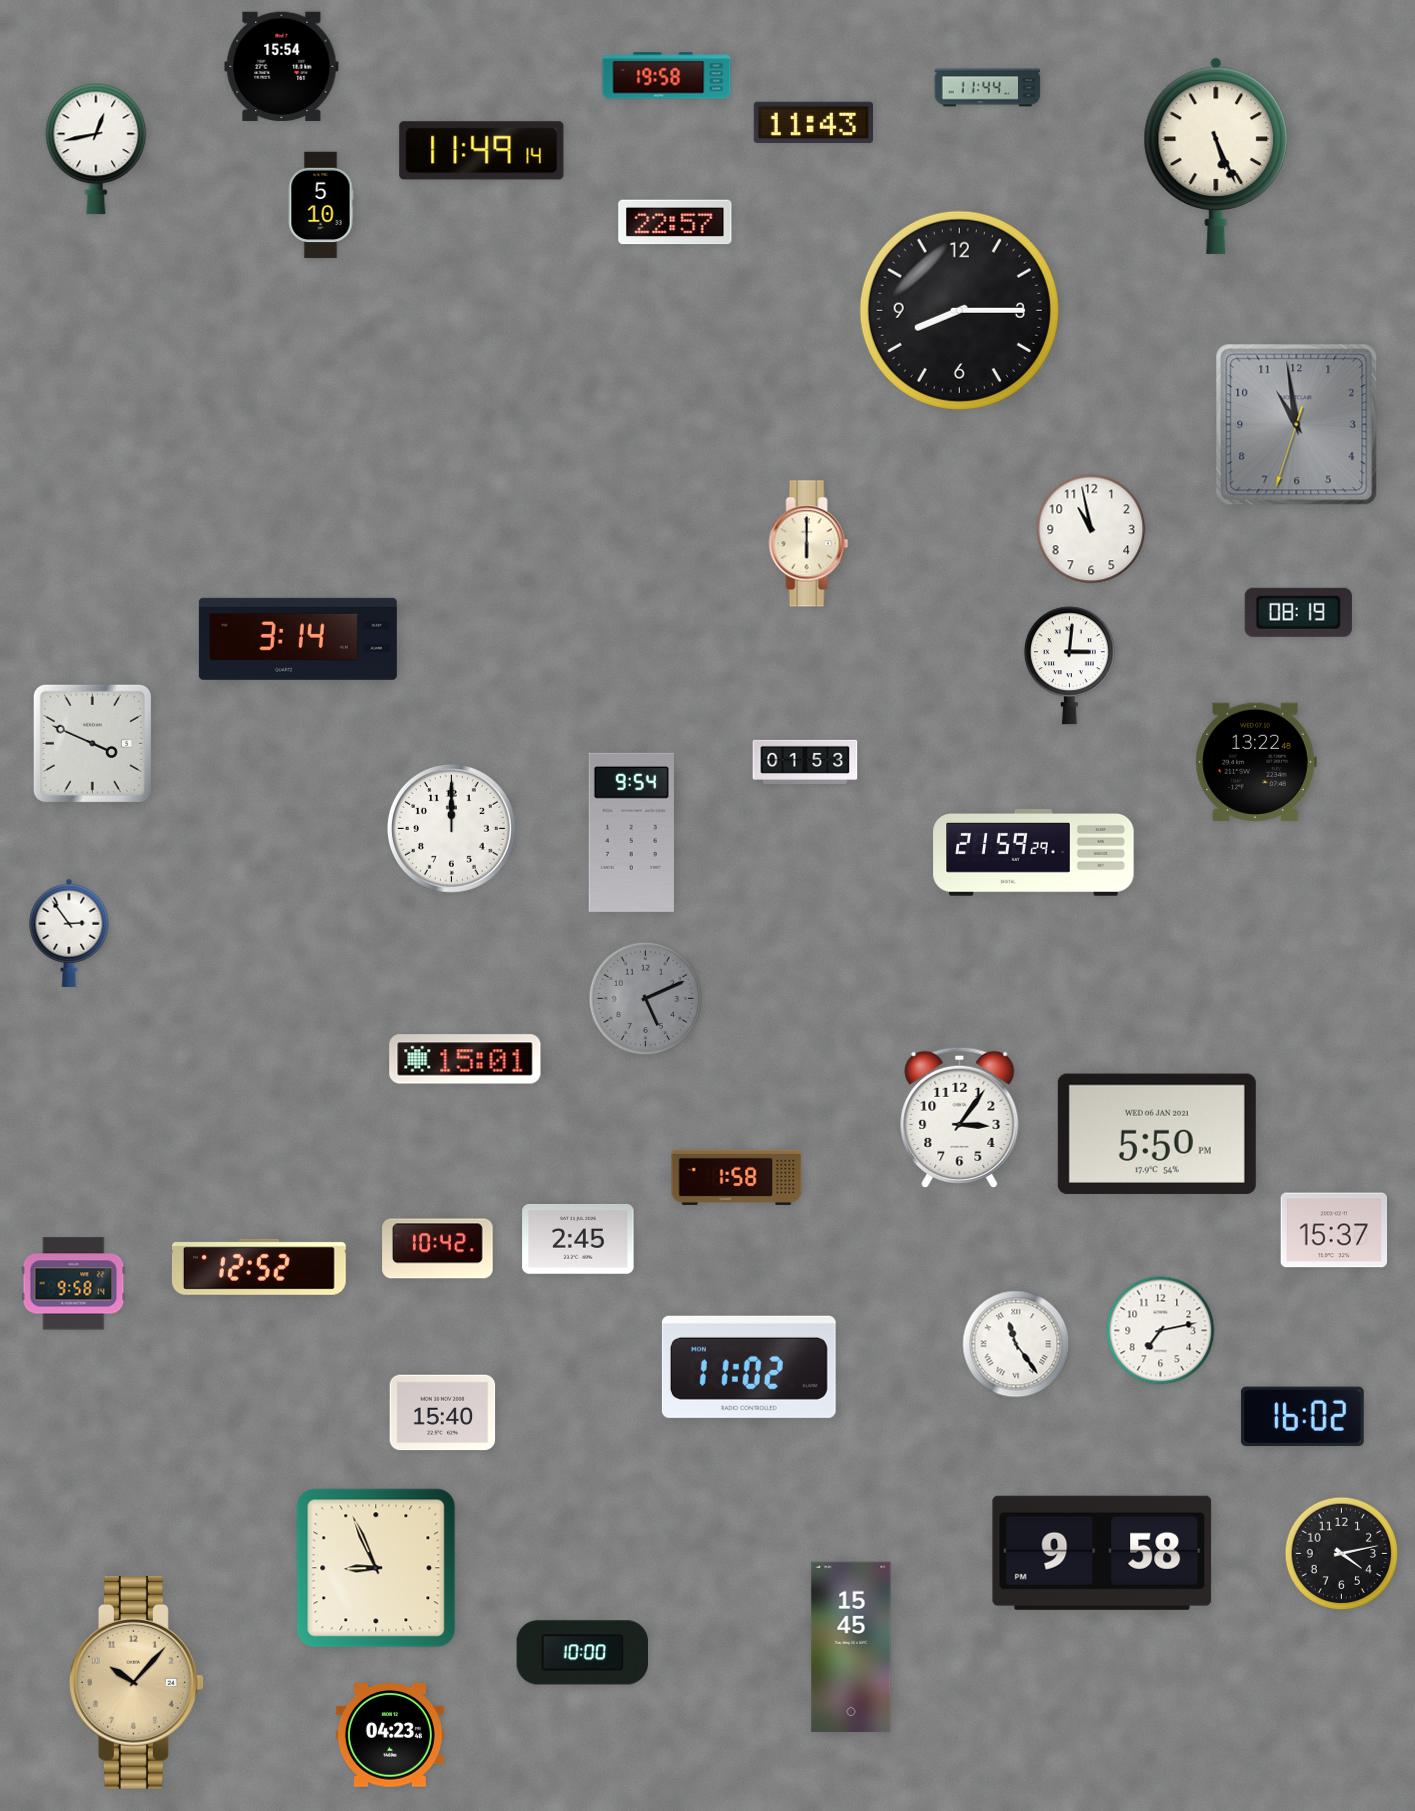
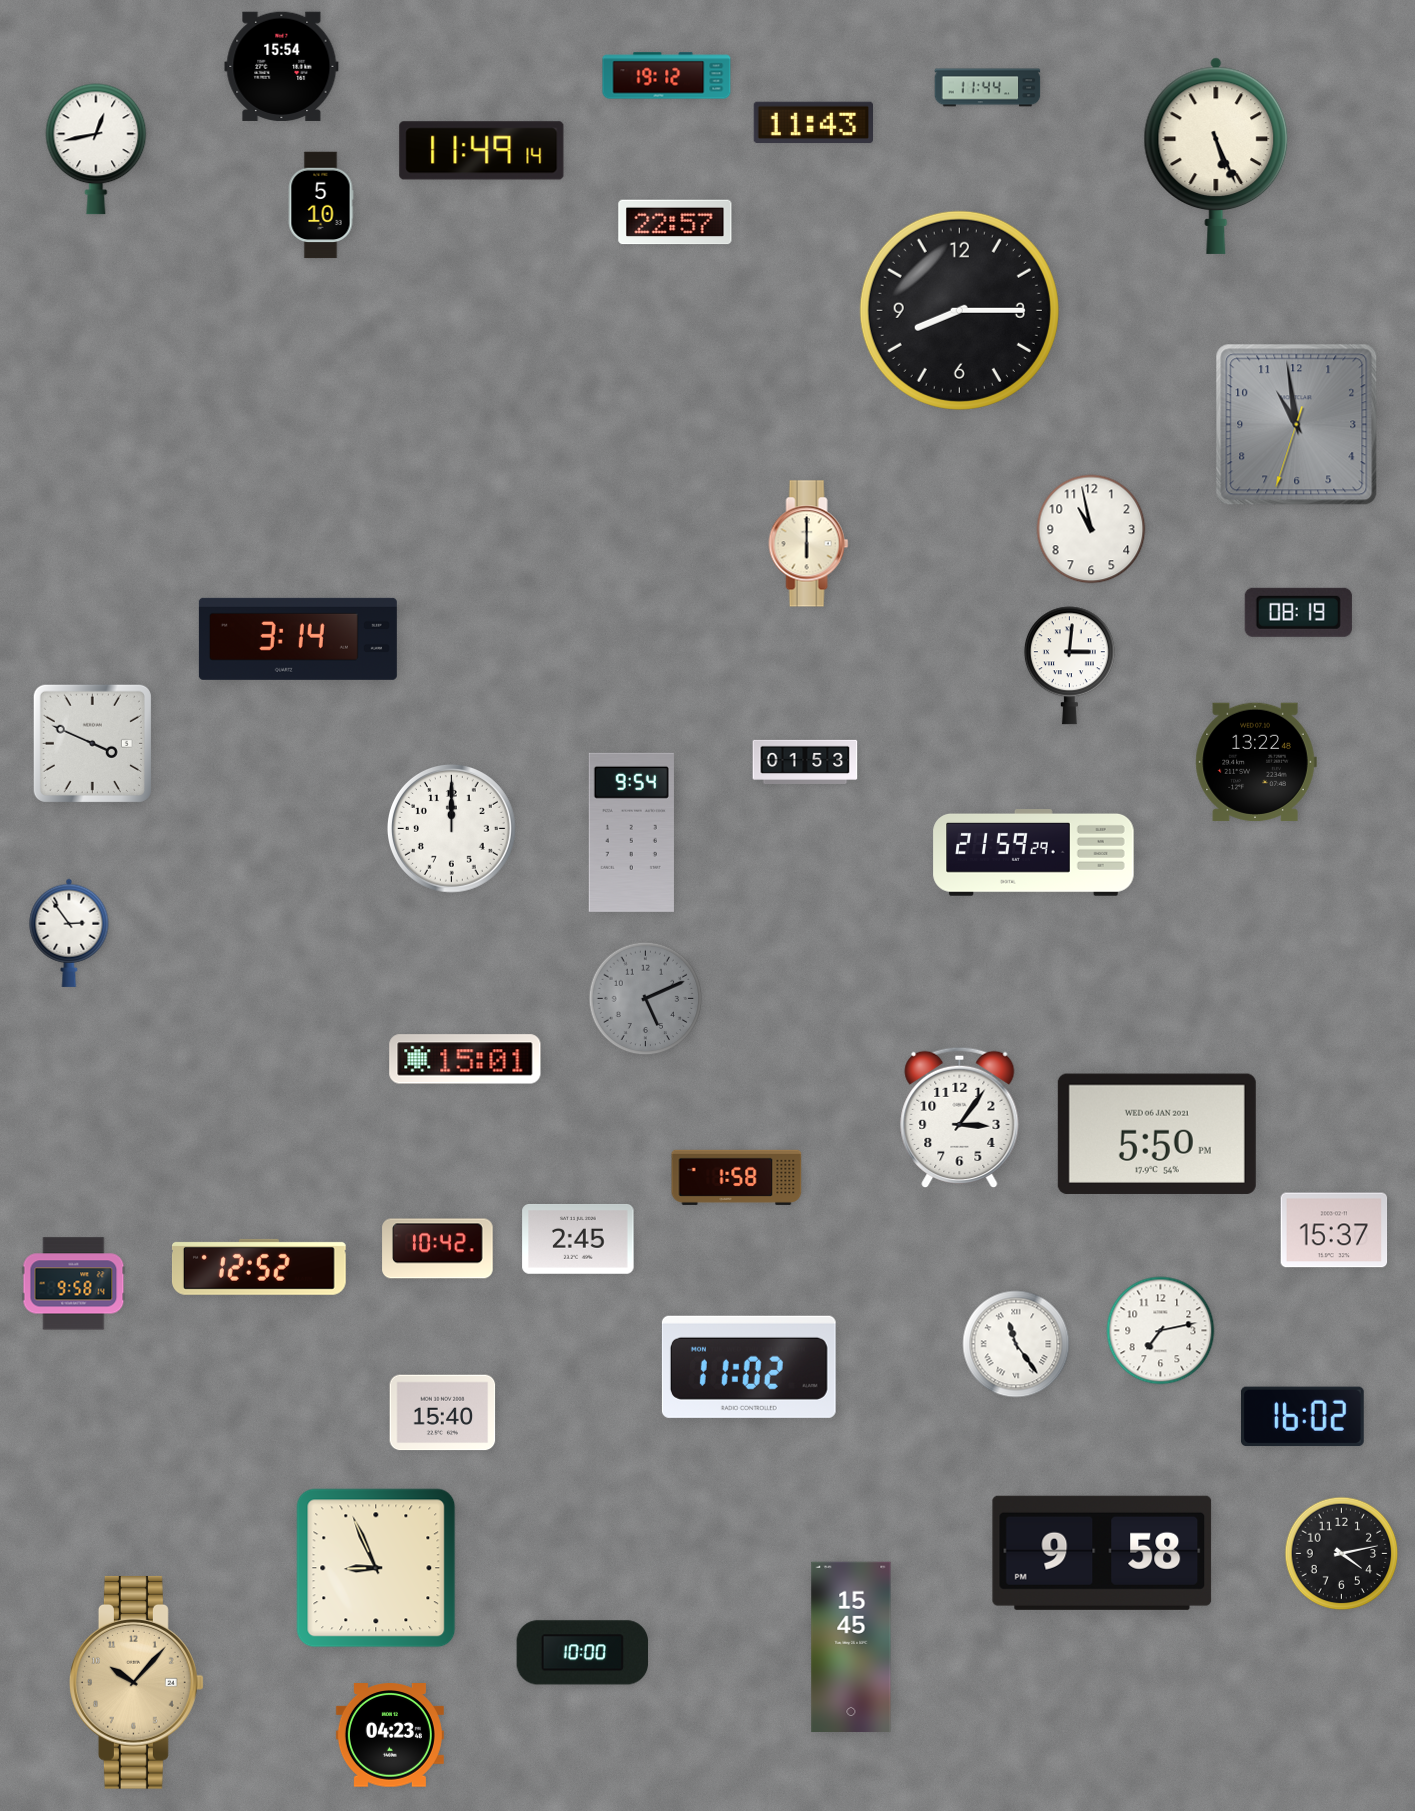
clock at (667, 76): 19:58 -> 19:12
